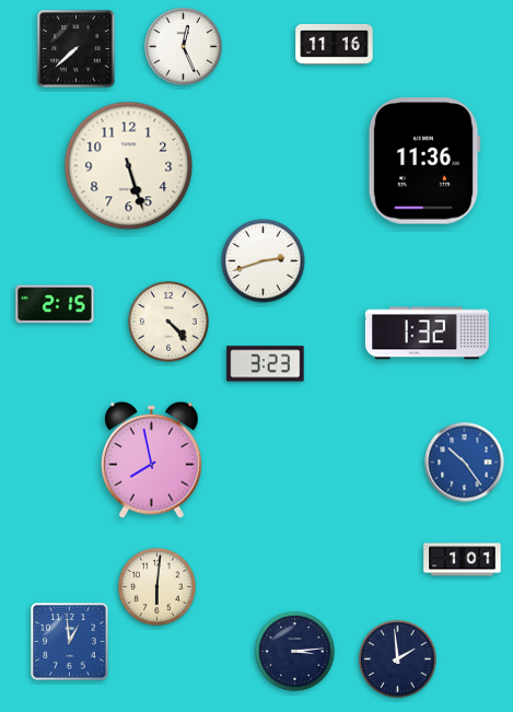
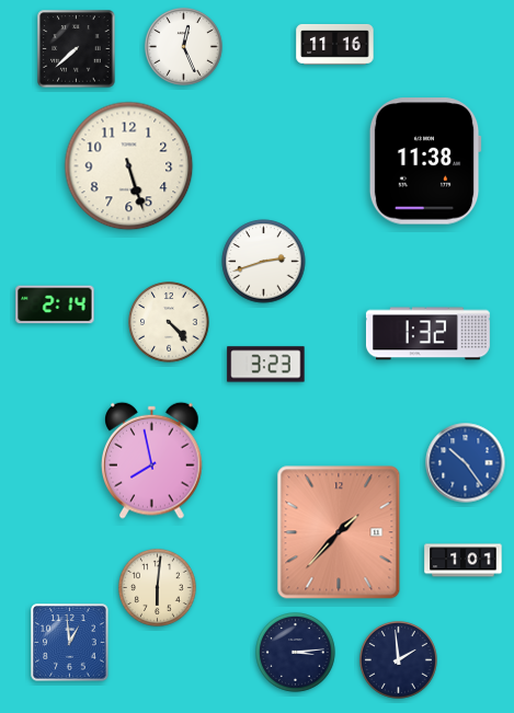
clock at (424, 161): 11:36 -> 11:38
clock at (55, 304): 2:15 -> 2:14
clock at (339, 532): none -> 1:37
